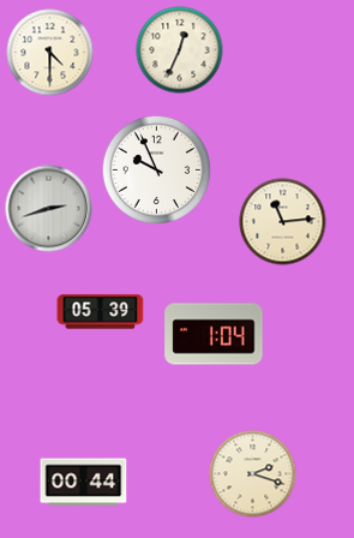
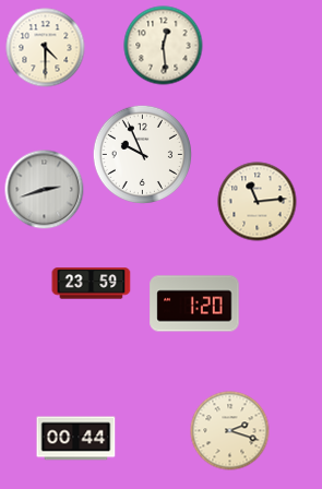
clock at (180, 50): 12:34 -> 12:29
clock at (101, 312): 05:39 -> 23:59
clock at (214, 334): 1:04 -> 1:20
